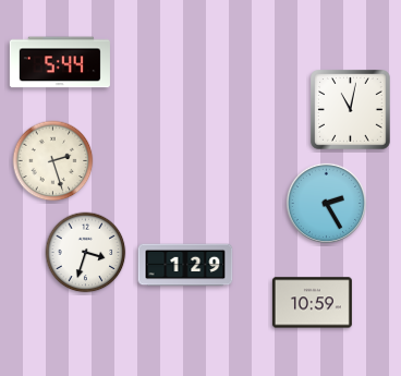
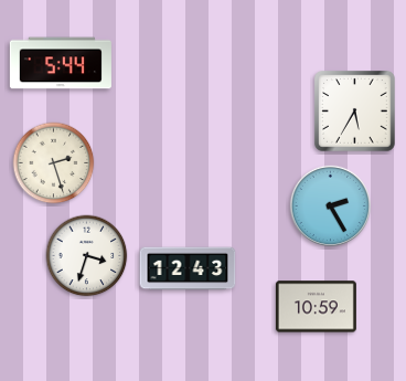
clock at (351, 110): 11:02 -> 5:35
clock at (185, 265): 1:29 -> 12:43
